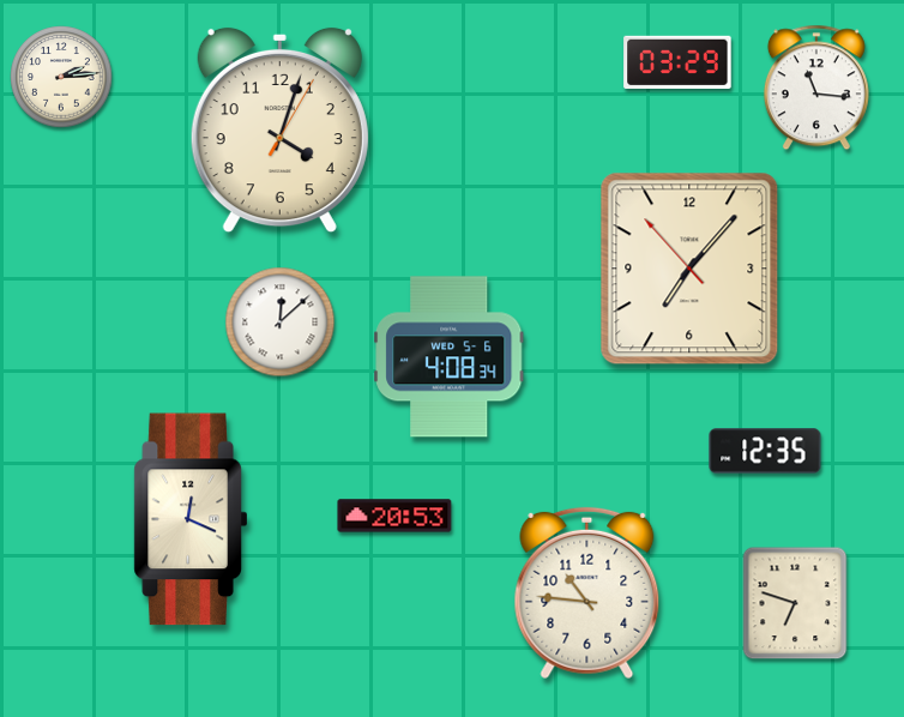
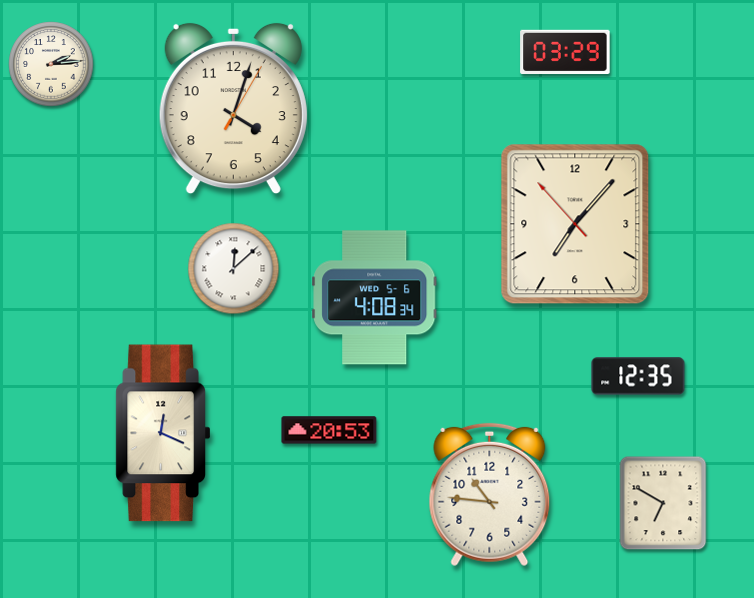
clock at (816, 88): 11:16 -> none
clock at (191, 519) position: (191, 519) -> (163, 433)
clock at (795, 603): 6:48 -> 6:50
